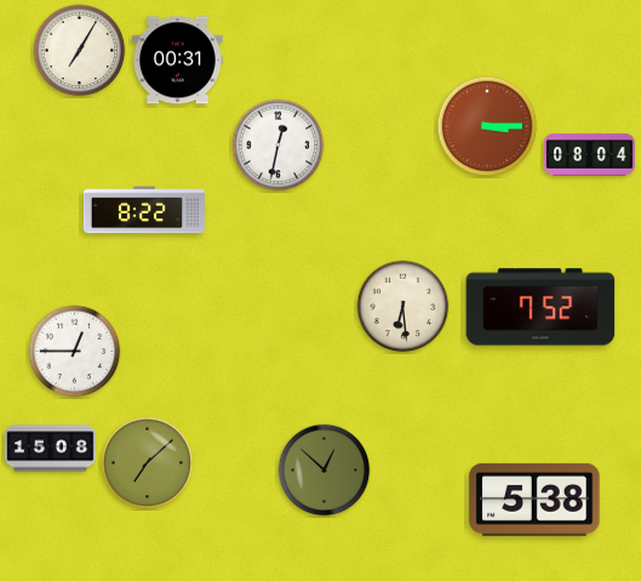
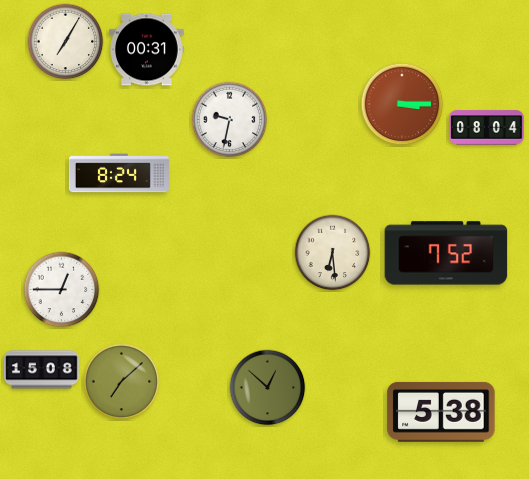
clock at (279, 146): 12:32 -> 9:32
clock at (144, 210): 8:22 -> 8:24
